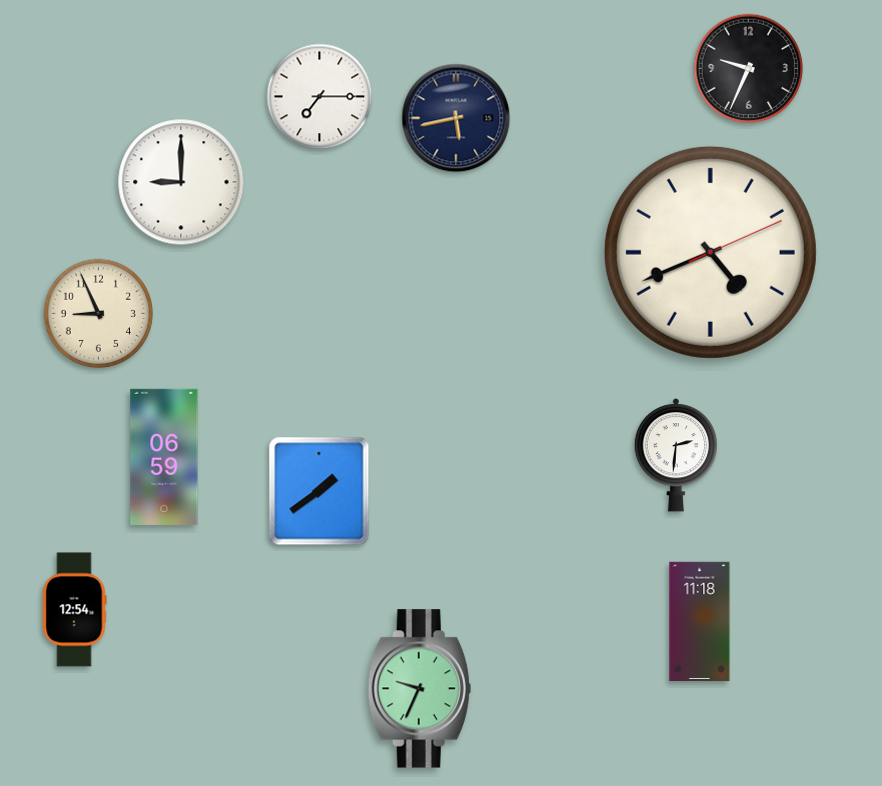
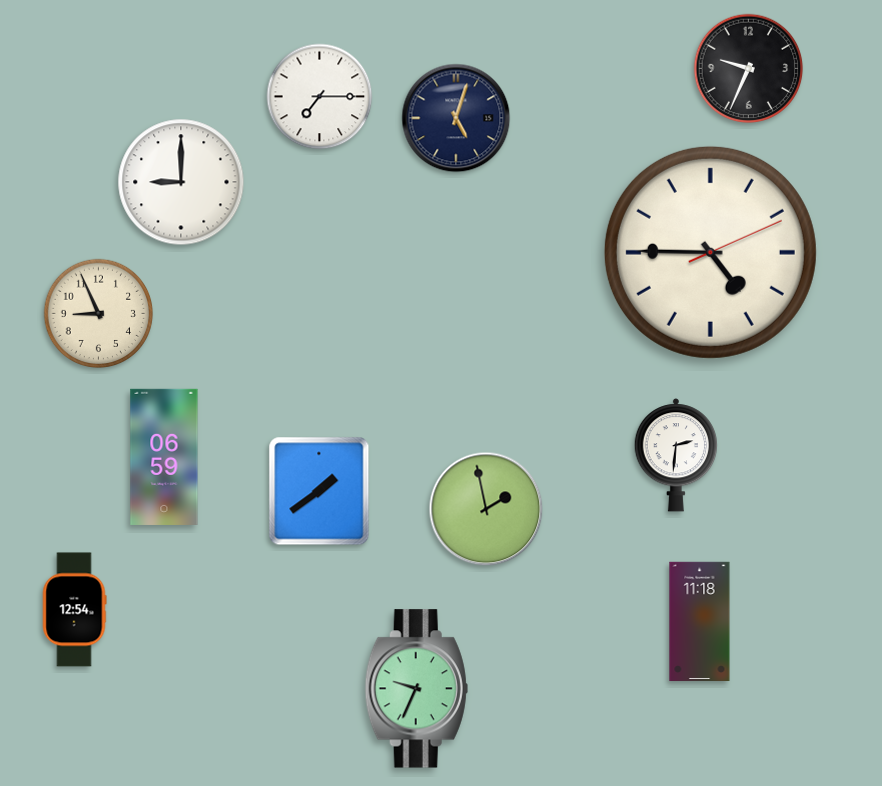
clock at (456, 118): 5:43 -> 5:03
clock at (710, 252): 4:41 -> 4:45
clock at (486, 509): none -> 1:58
clock at (419, 689) position: (419, 689) -> (416, 689)
